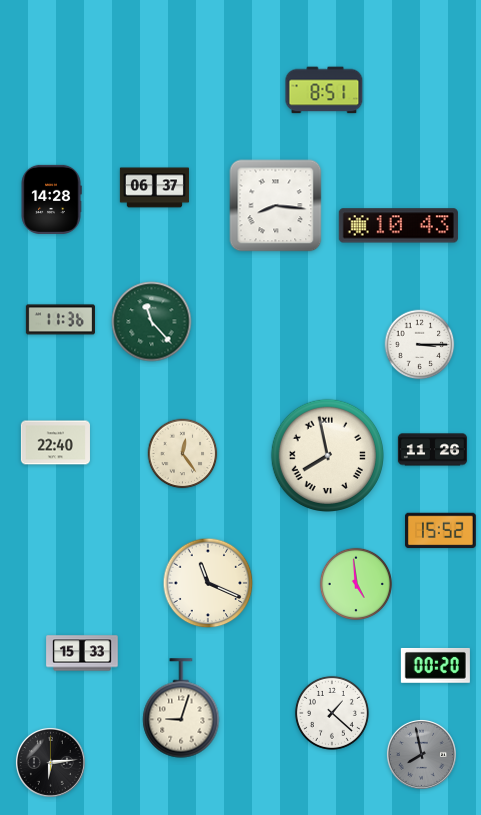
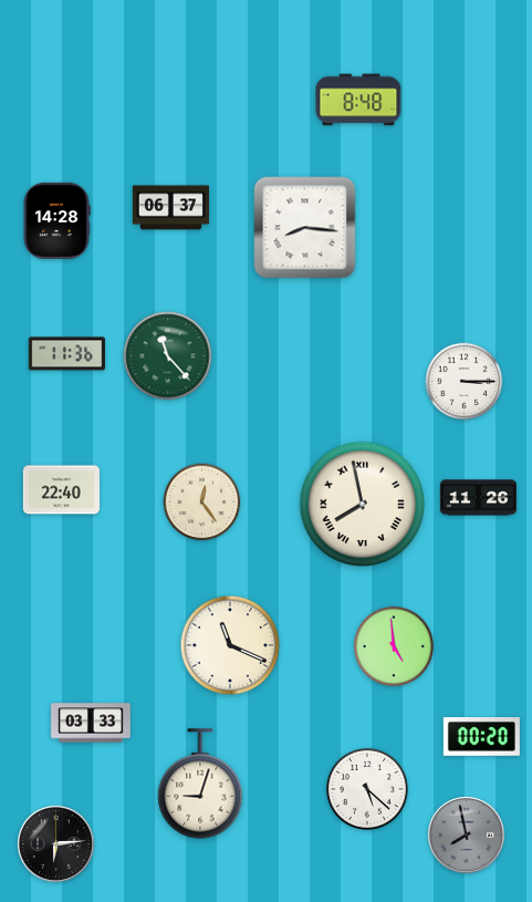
clock at (324, 90): 8:51 -> 8:48
clock at (398, 226): 10:43 -> none
clock at (441, 531): 15:52 -> none
clock at (82, 653): 15:33 -> 03:33
clock at (332, 713): 1:22 -> 5:22
